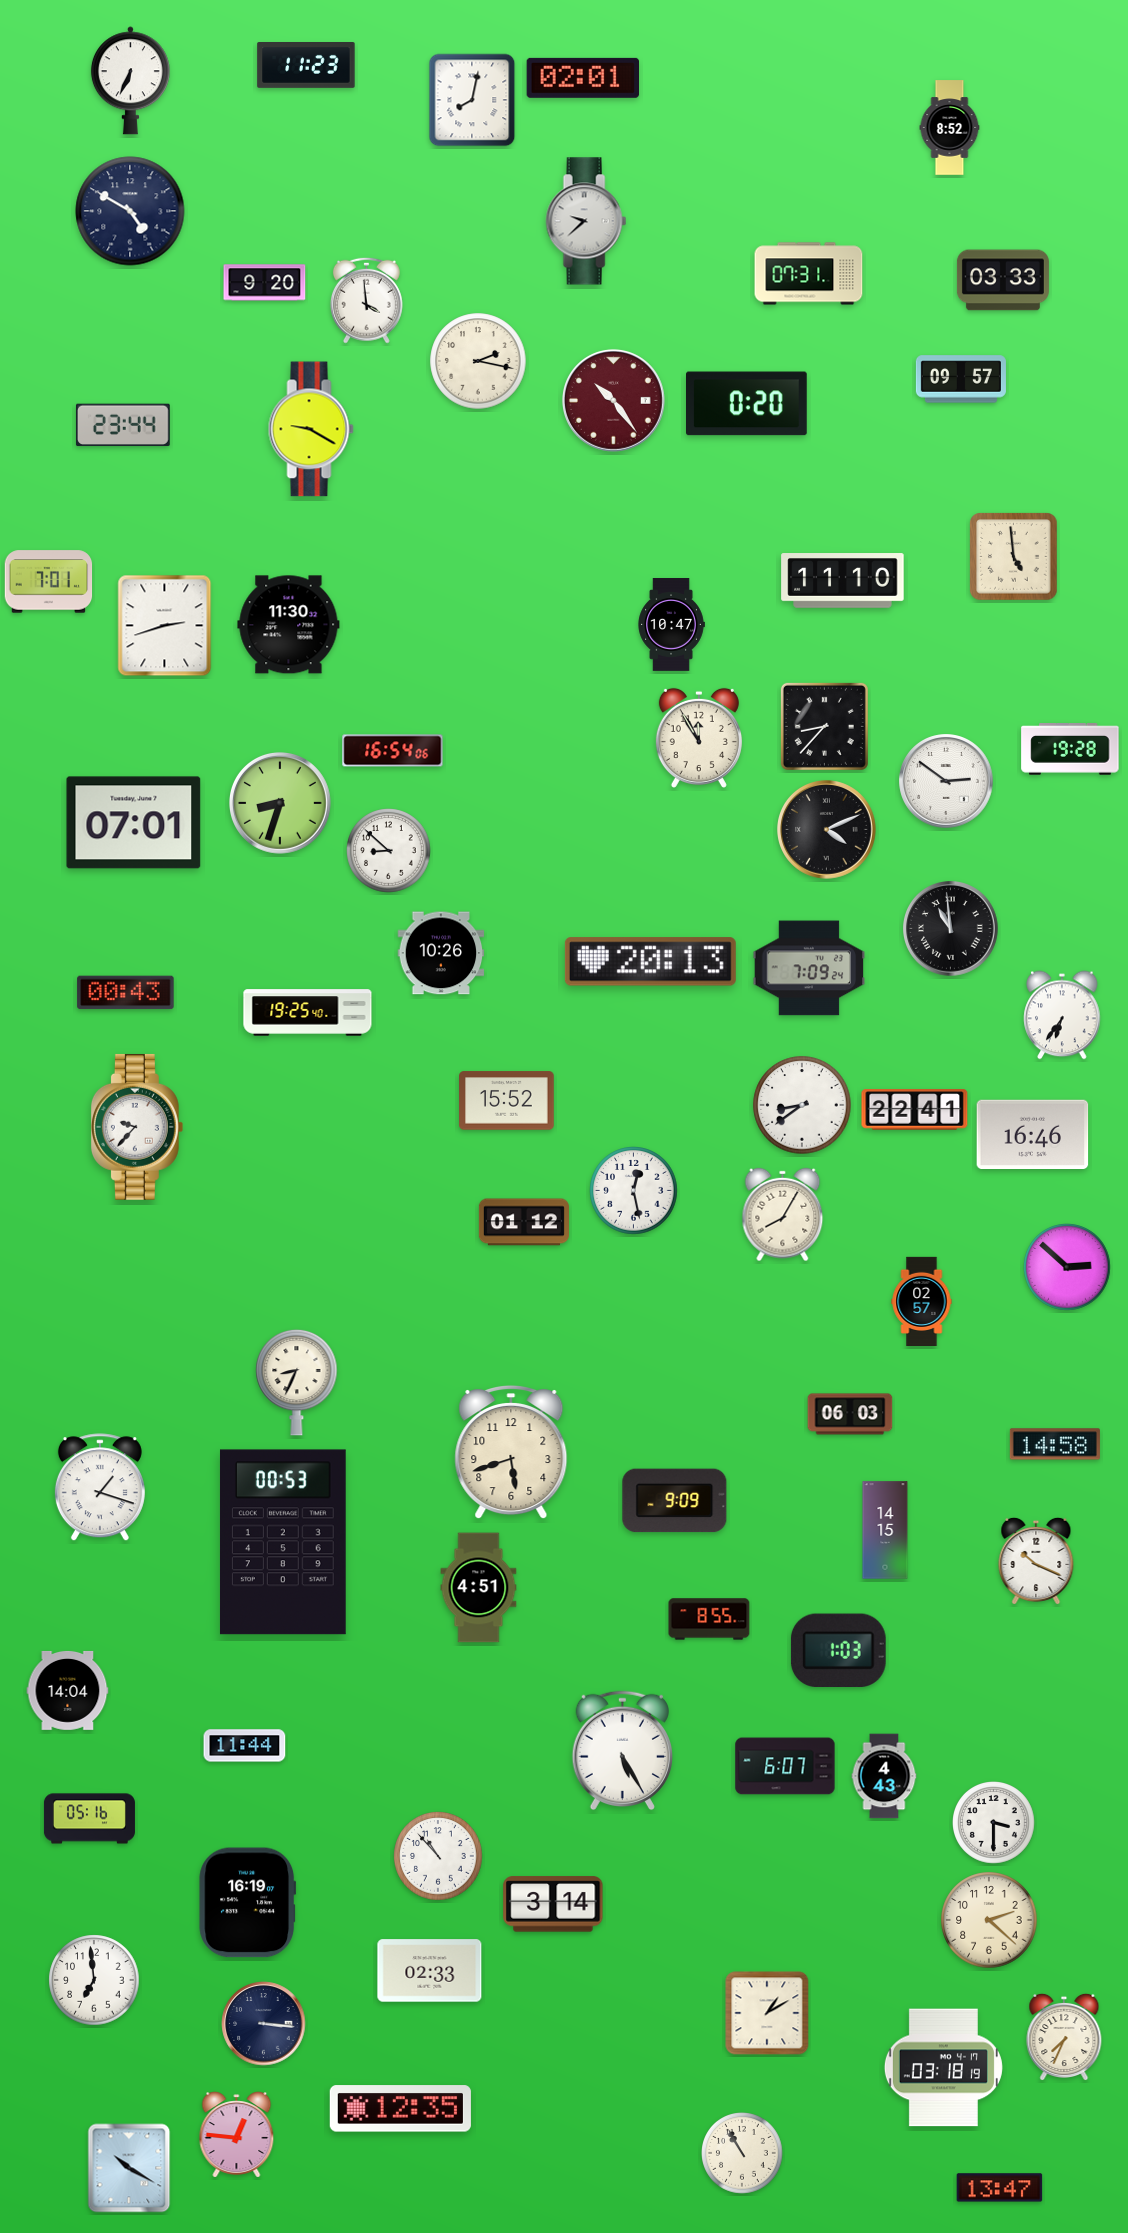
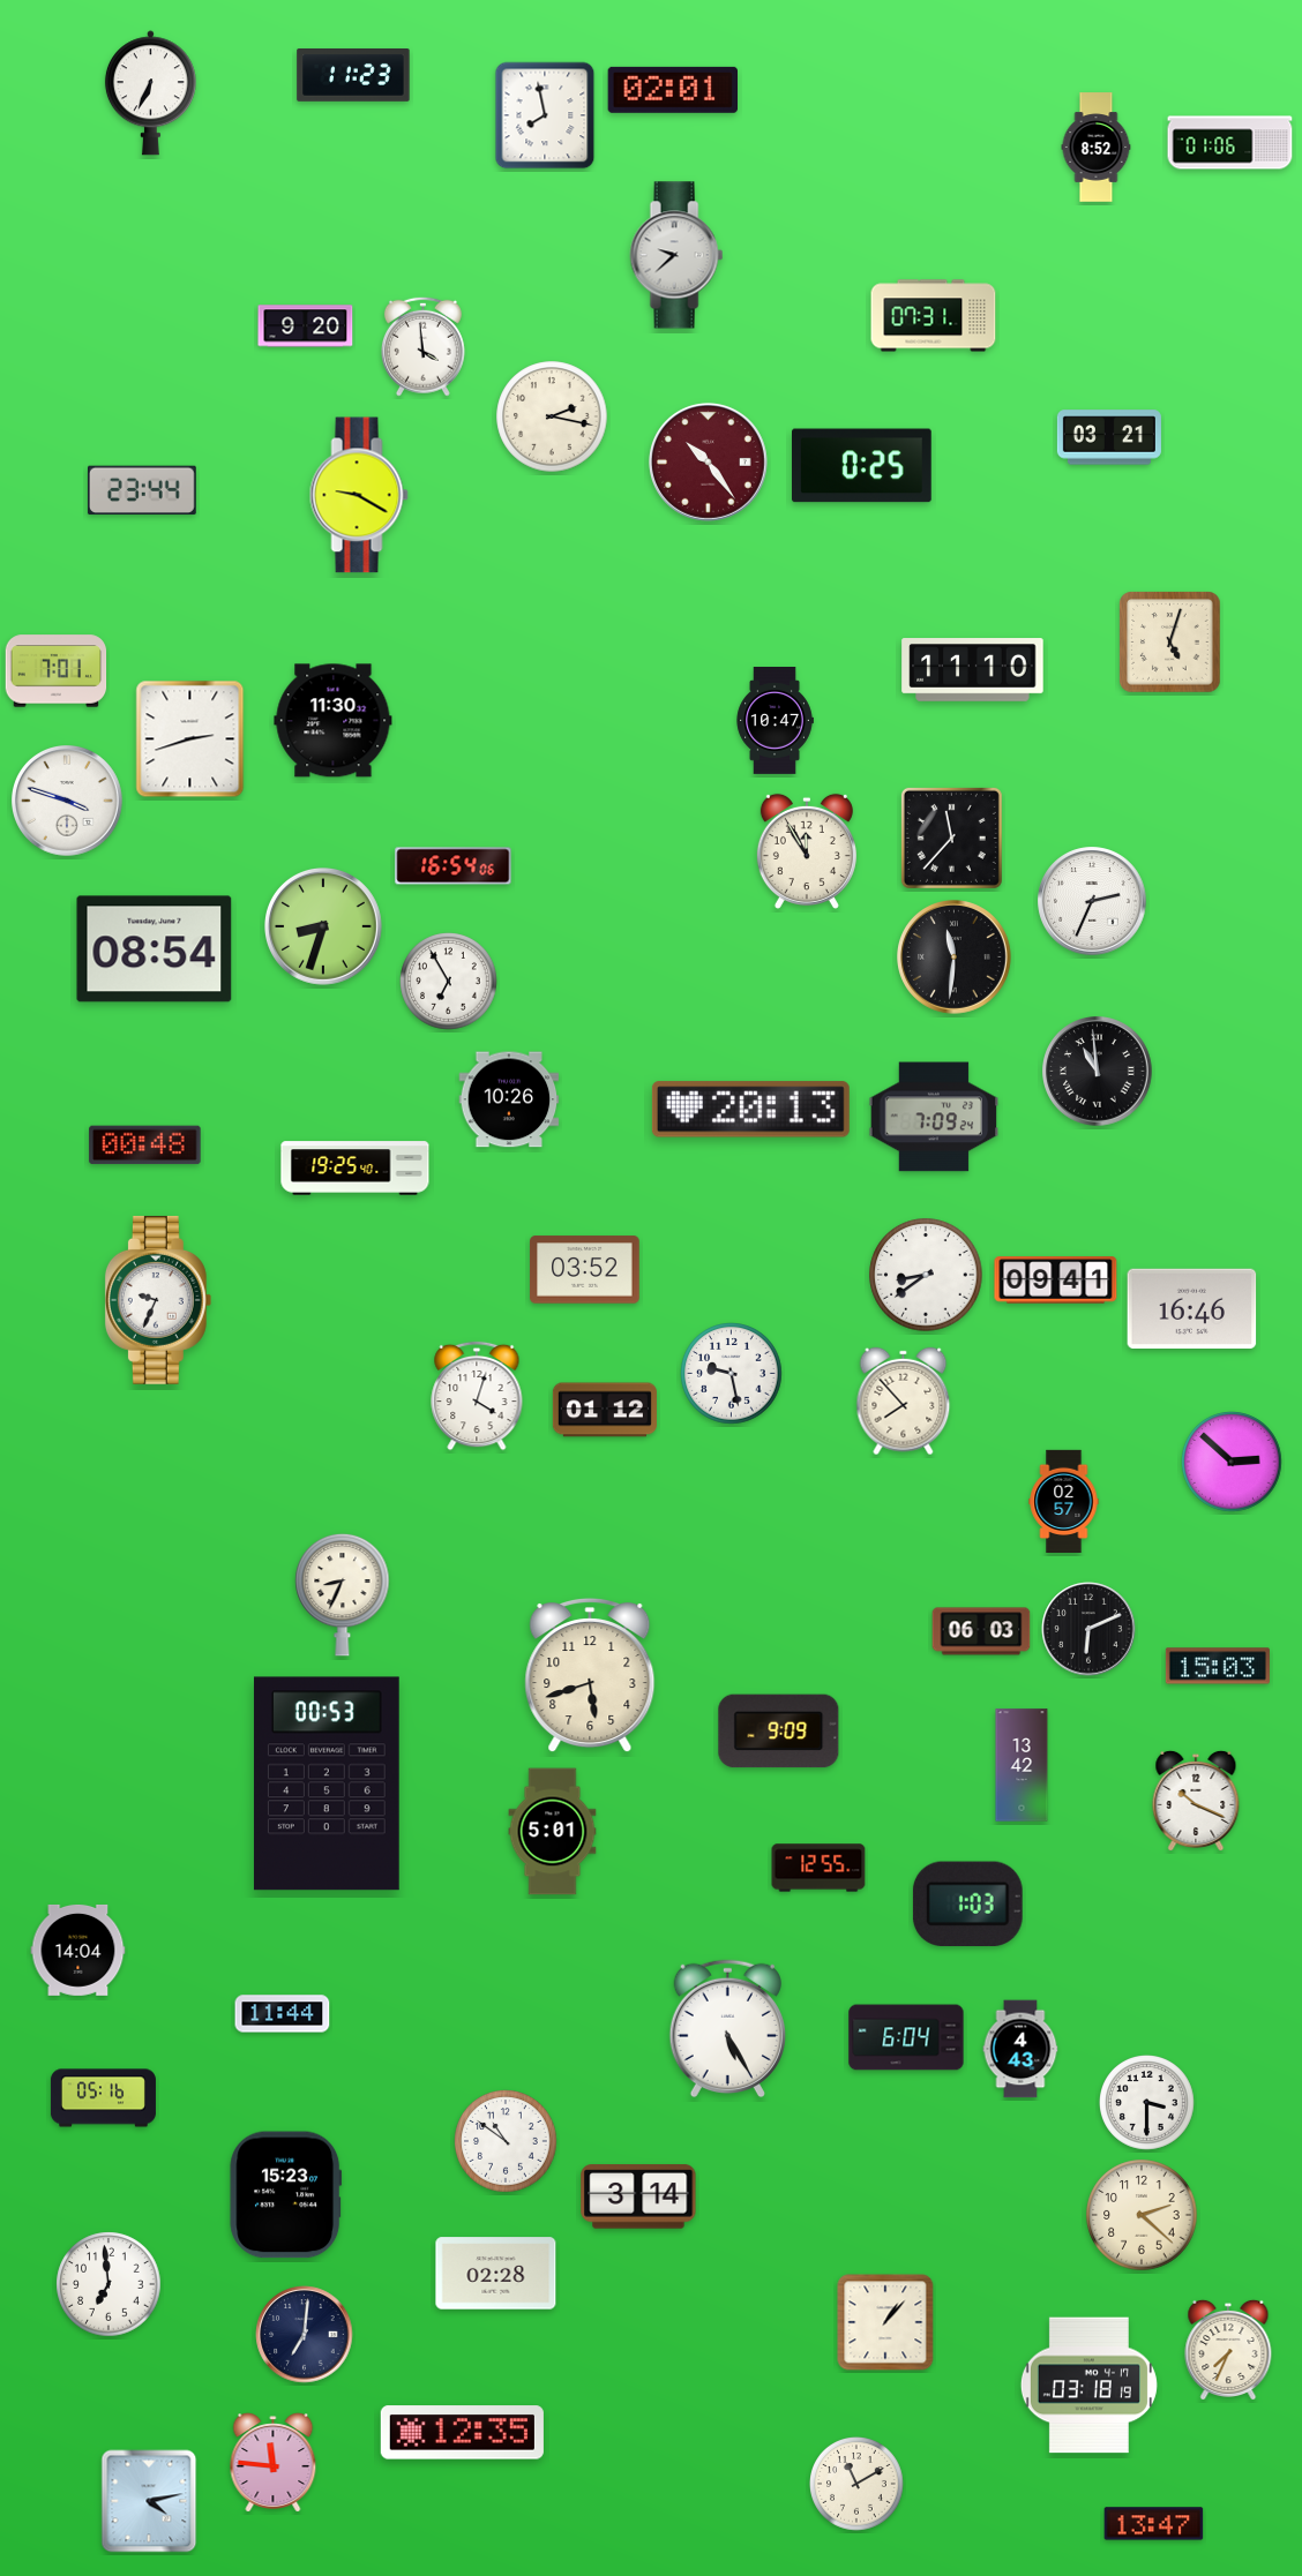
clock at (472, 100): 8:02 -> 7:58
clock at (1230, 143): none -> 01:06
clock at (130, 211): 4:50 -> none
clock at (1003, 280): 03:33 -> none
clock at (961, 379): 09:57 -> 03:21
clock at (747, 404): 0:20 -> 0:25
clock at (1014, 557): 4:59 -> 5:03
clock at (165, 626) position: (165, 626) -> (190, 739)
clock at (68, 802): none -> 3:48
clock at (824, 726): 8:37 -> 11:37
clock at (1070, 749): 19:28 -> none
clock at (946, 781): 2:51 -> 2:34
clock at (134, 823): 07:01 -> 08:54
clock at (827, 830): 4:11 -> 11:31
clock at (389, 851): 8:52 -> 6:55
clock at (126, 993): 00:43 -> 00:48
clock at (1062, 1015): 6:36 -> none
clock at (507, 1101): 15:52 -> 03:52
clock at (915, 1110): 22:41 -> 09:41
clock at (137, 1127): 9:37 -> 9:34
clock at (634, 1191): 12:28 -> 9:28
clock at (477, 1396): none -> 4:03
clock at (783, 1215): 8:05 -> 7:53
clock at (1088, 1629): none -> 6:11
clock at (1055, 1444): 14:58 -> 15:03
clock at (100, 1488): 1:18 -> none
clock at (885, 1530): 14:15 -> 13:42
clock at (283, 1542) position: (283, 1542) -> (327, 1783)
clock at (479, 1588): 4:51 -> 5:01
clock at (709, 1619): 8:55 -> 12:55
clock at (622, 1751) position: (622, 1751) -> (727, 2029)
clock at (785, 1766): 6:07 -> 6:04
clock at (438, 1856): 10:53 -> 10:51
clock at (248, 1903): 16:19 -> 15:23
clock at (430, 1971): 02:33 -> 02:28
clock at (767, 2013): 1:10 -> 1:07
clock at (264, 2024): 3:16 -> 7:01
clock at (237, 2135): 12:46 -> 11:46
clock at (743, 2154): 10:55 -> 11:10
clock at (129, 2168): 10:20 -> 4:13
